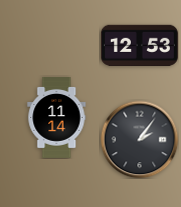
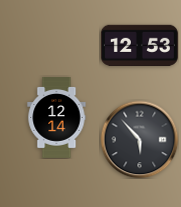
clock at (57, 118): 11:14 -> 12:14
clock at (139, 139): 2:06 -> 5:53
